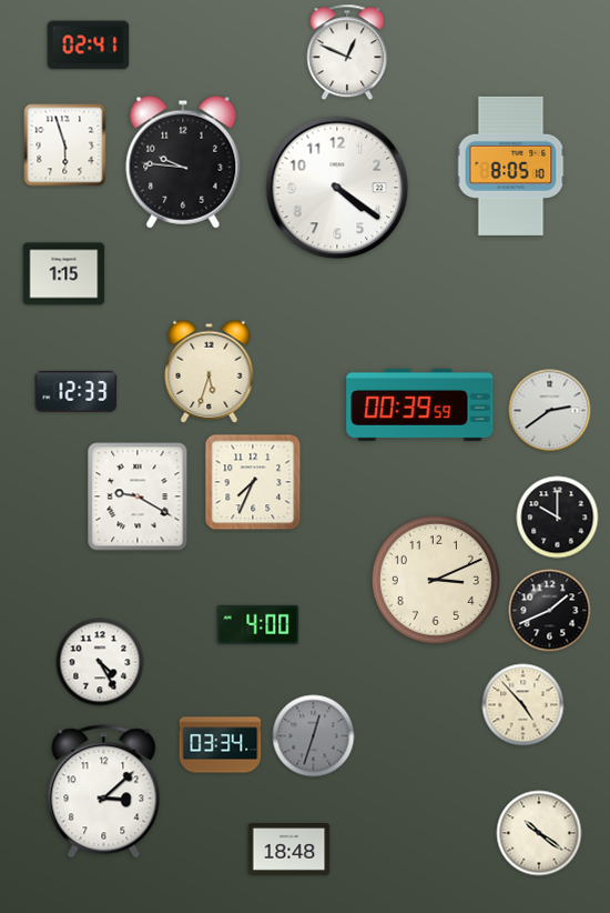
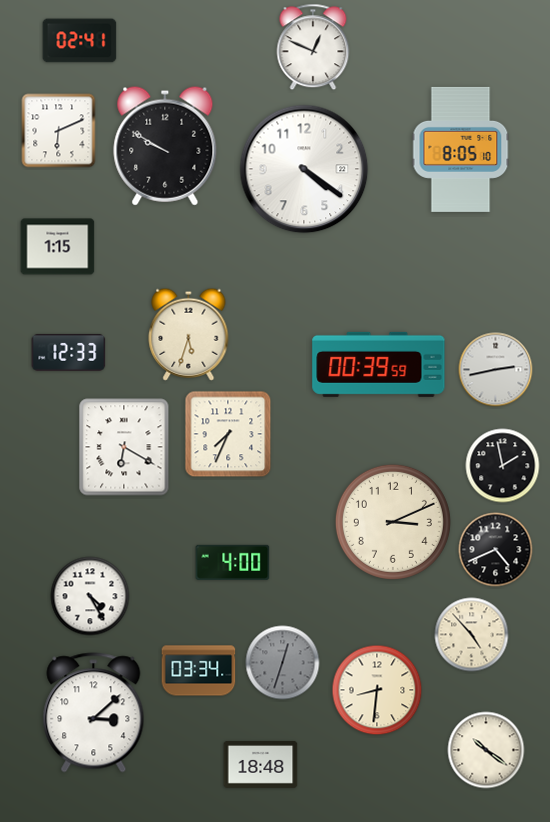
clock at (65, 146): 5:57 -> 6:11
clock at (183, 162): 9:46 -> 9:50
clock at (550, 411): 2:39 -> 2:43
clock at (138, 496): 9:20 -> 6:20
clock at (558, 518): 10:00 -> 1:58
clock at (550, 611): 1:41 -> 4:41
clock at (377, 690): none -> 8:31
